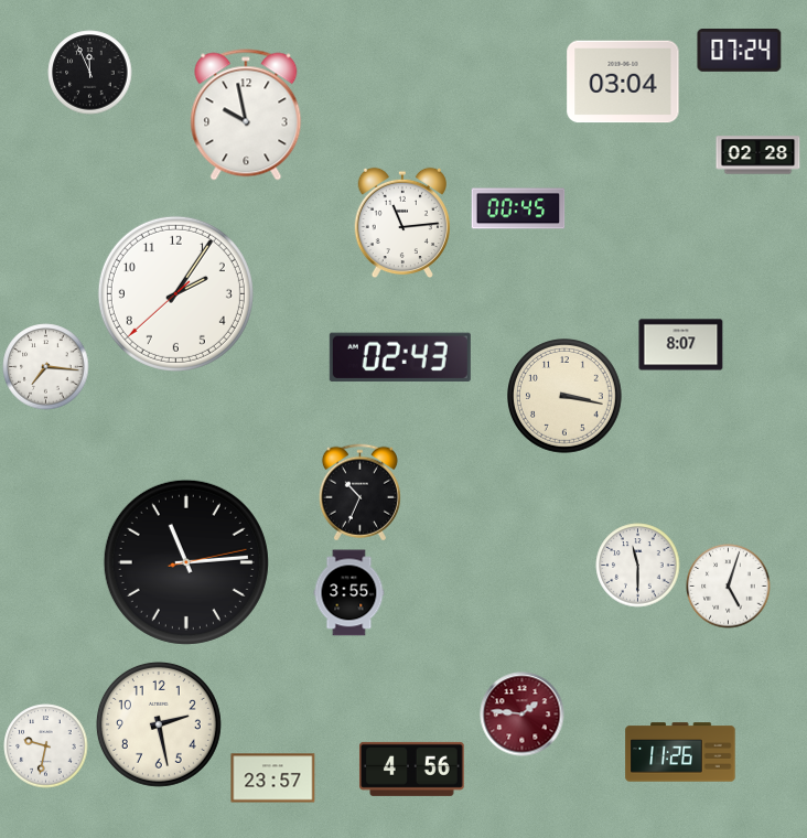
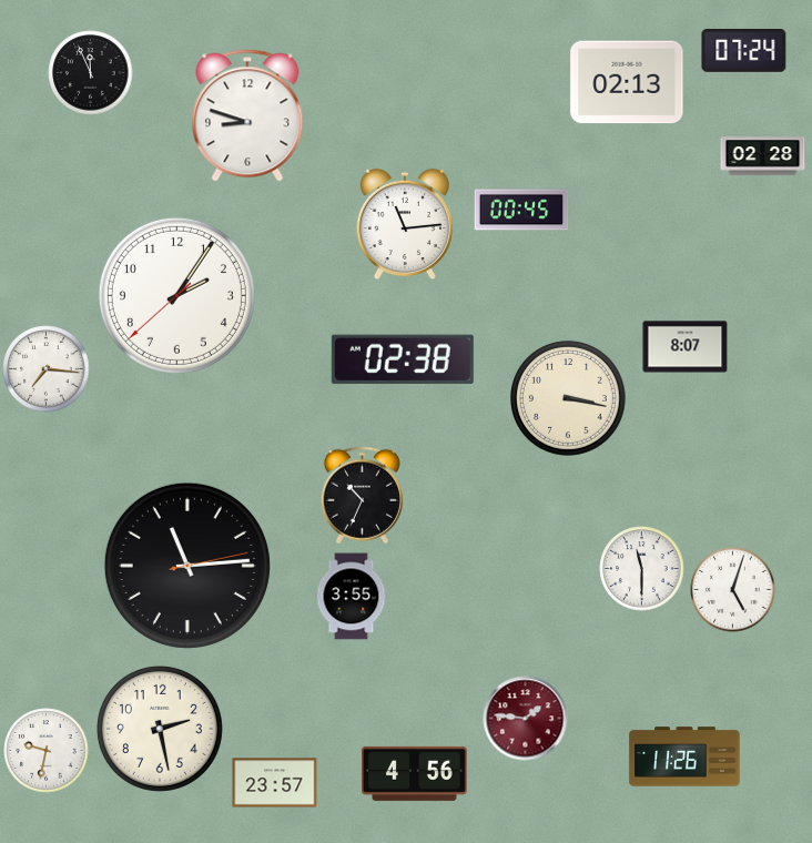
clock at (623, 82): 03:04 -> 02:13
clock at (246, 115): 9:58 -> 8:48
clock at (400, 357): 02:43 -> 02:38
